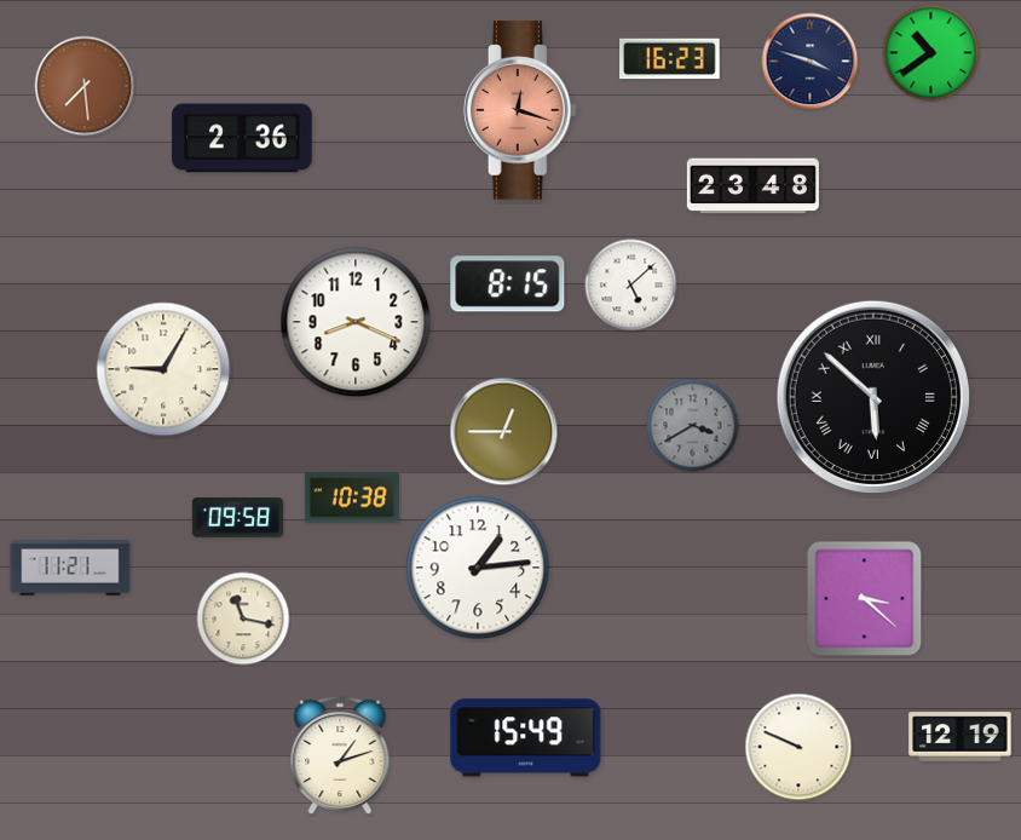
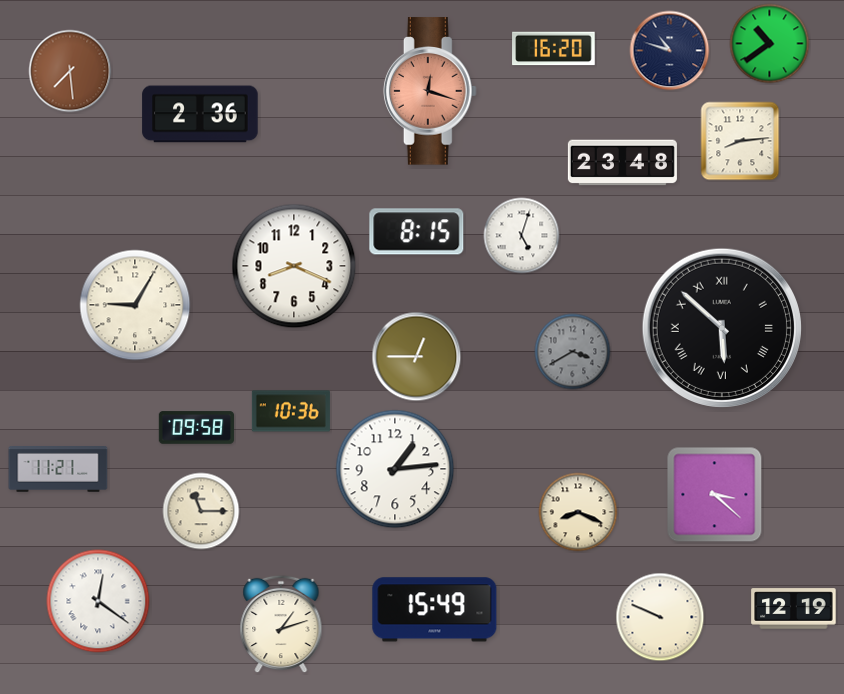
clock at (670, 59): 16:23 -> 16:20
clock at (811, 62): 3:48 -> 10:48
clock at (740, 141): none -> 8:14
clock at (752, 186) position: (752, 186) -> (622, 163)
clock at (508, 284) position: (508, 284) -> (417, 232)
clock at (631, 286): 5:08 -> 5:03
clock at (352, 497): 10:38 -> 10:36
clock at (243, 619): 11:17 -> 11:15
clock at (578, 512): none -> 8:19
clock at (98, 601): none -> 12:21
